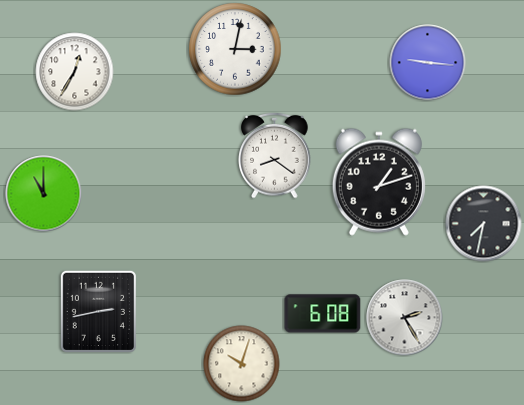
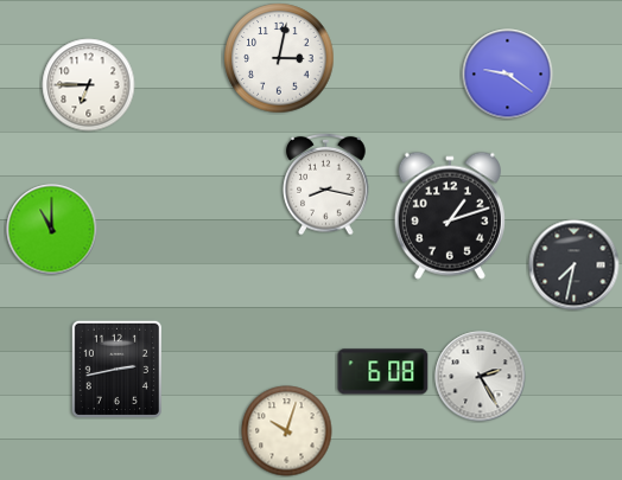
clock at (428, 63): 9:16 -> 9:21
clock at (75, 72): 12:35 -> 6:45
clock at (275, 155): 8:21 -> 8:17
